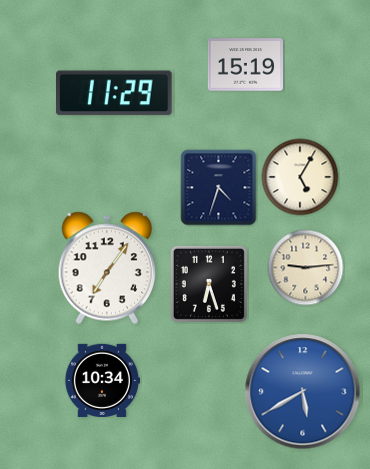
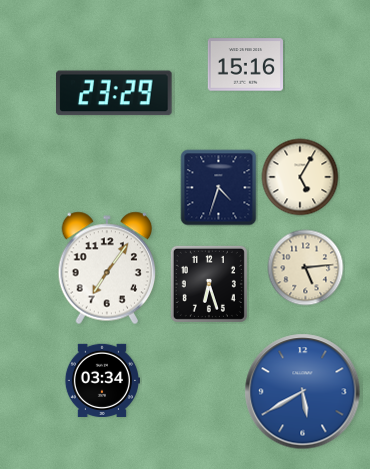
clock at (245, 65): 15:19 -> 15:16
clock at (115, 93): 11:29 -> 23:29
clock at (306, 268): 9:14 -> 5:14
clock at (101, 380): 10:34 -> 03:34
